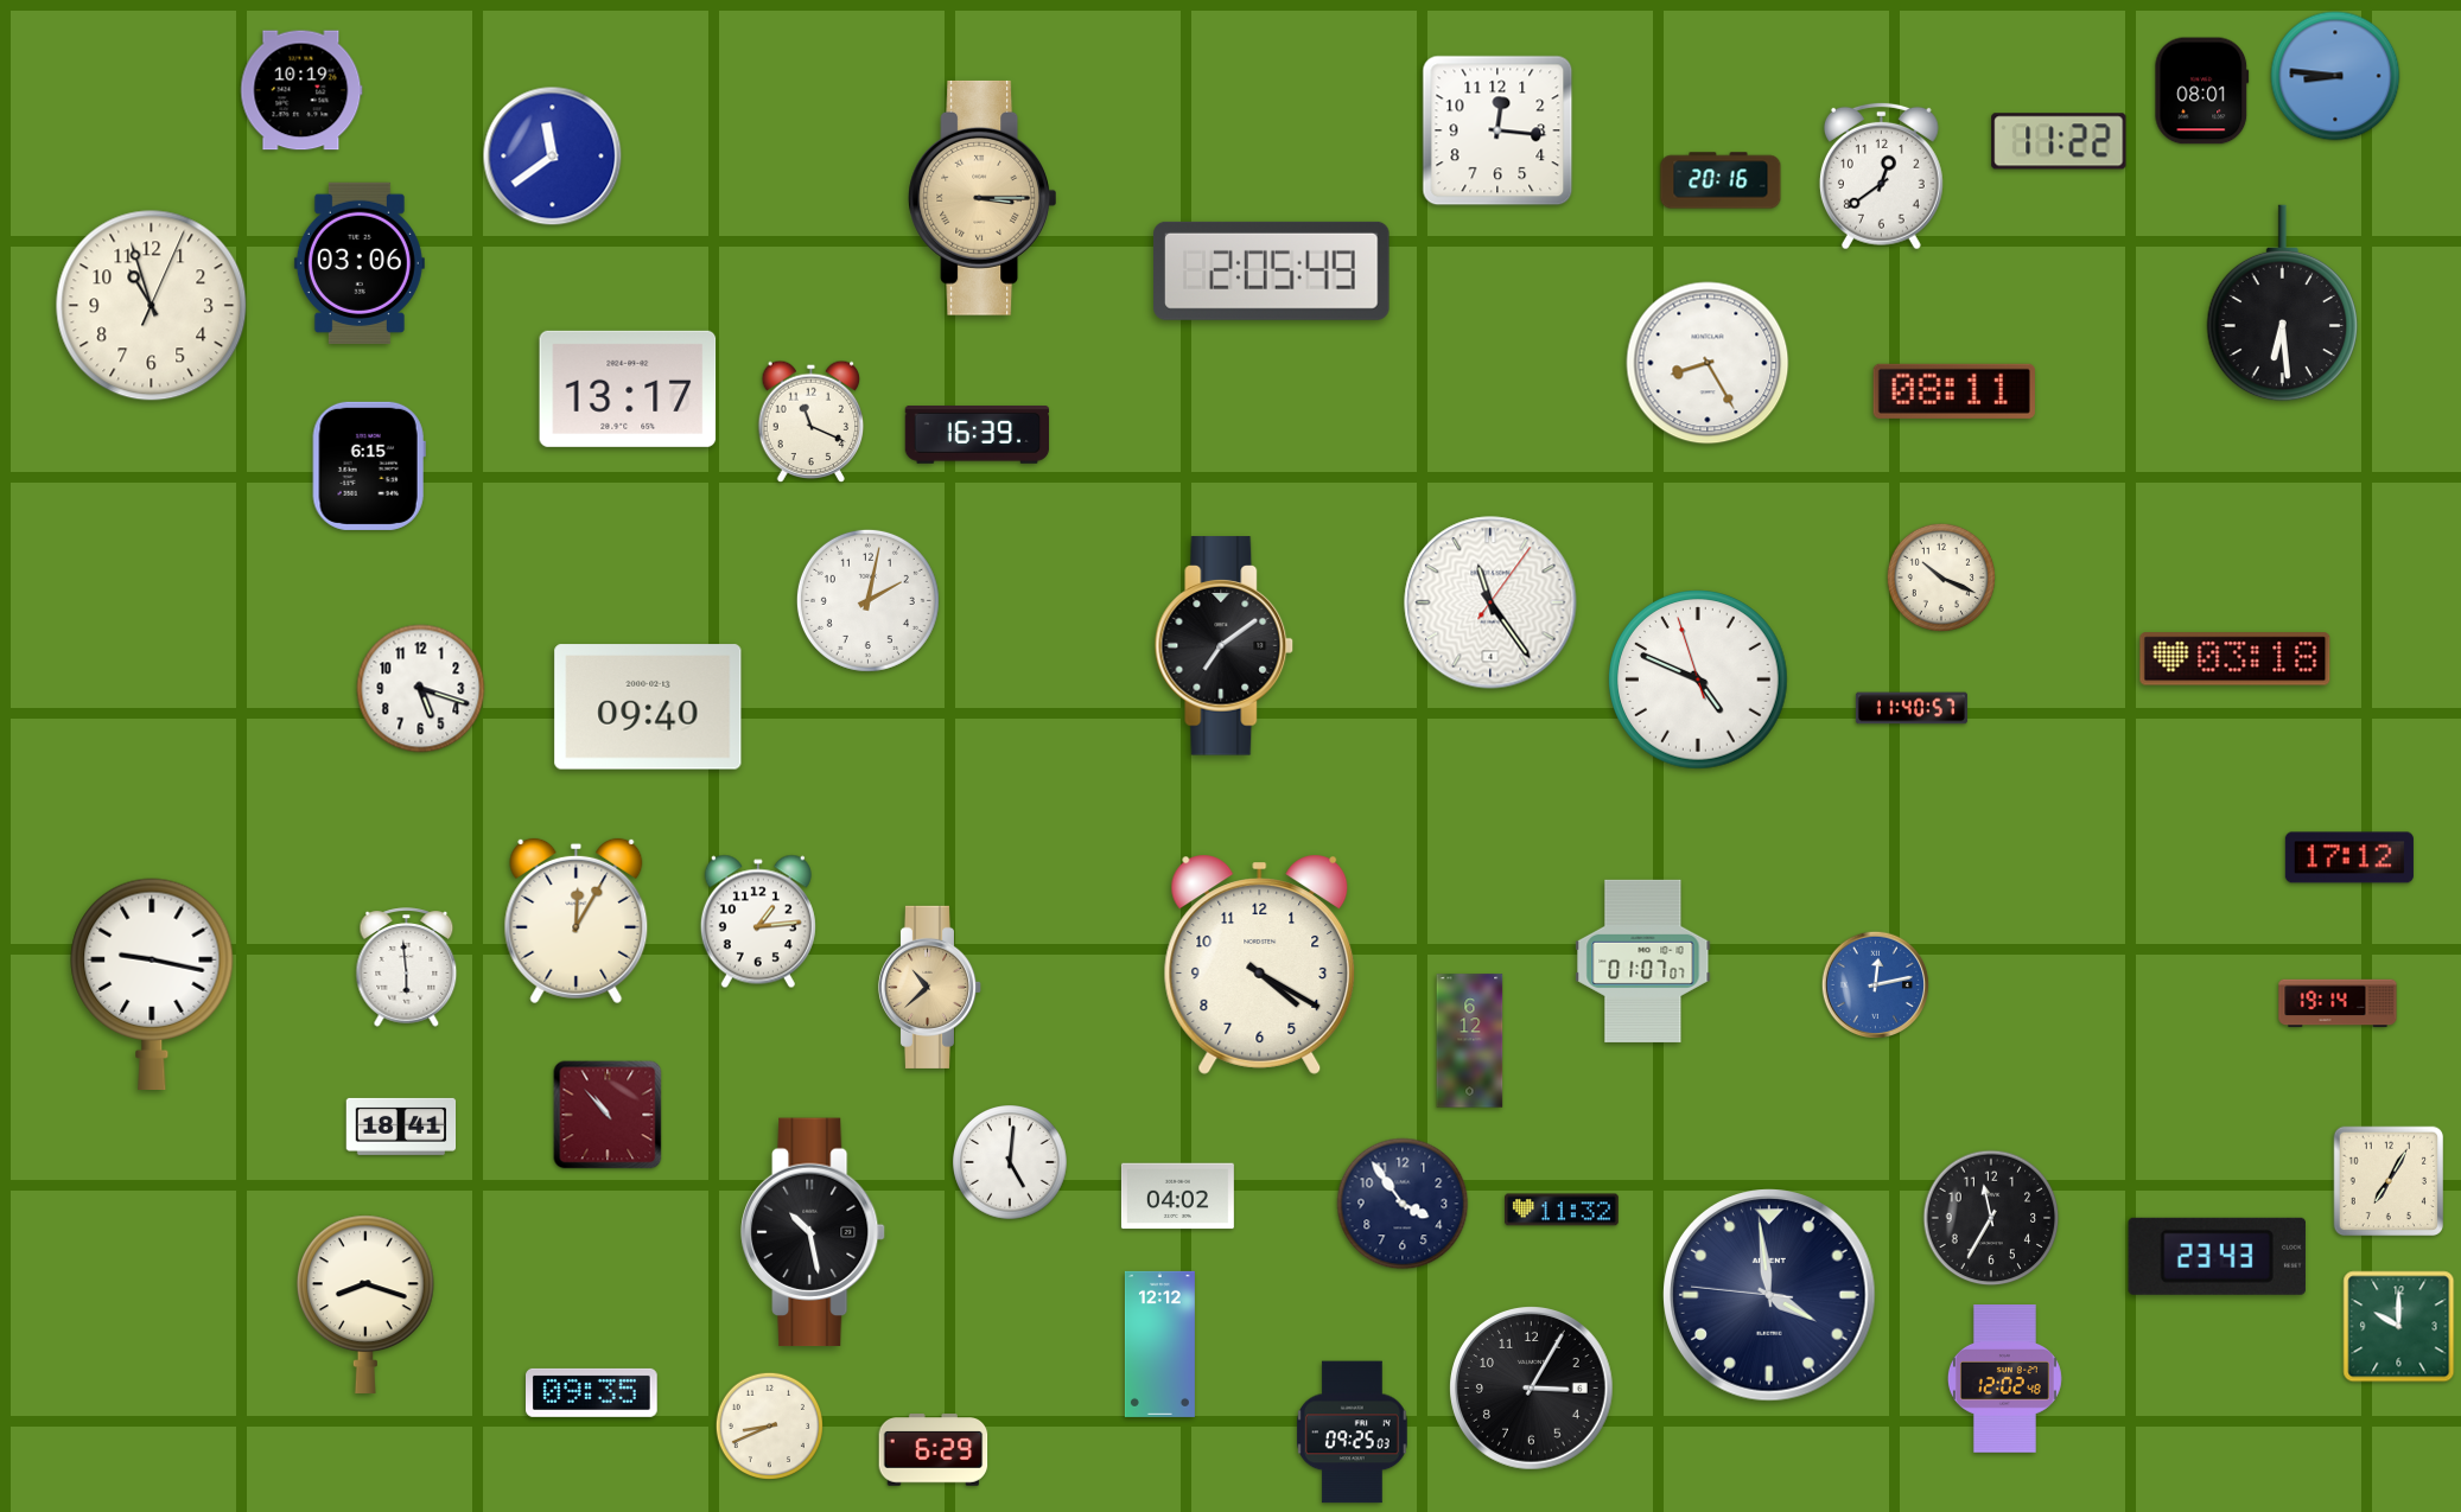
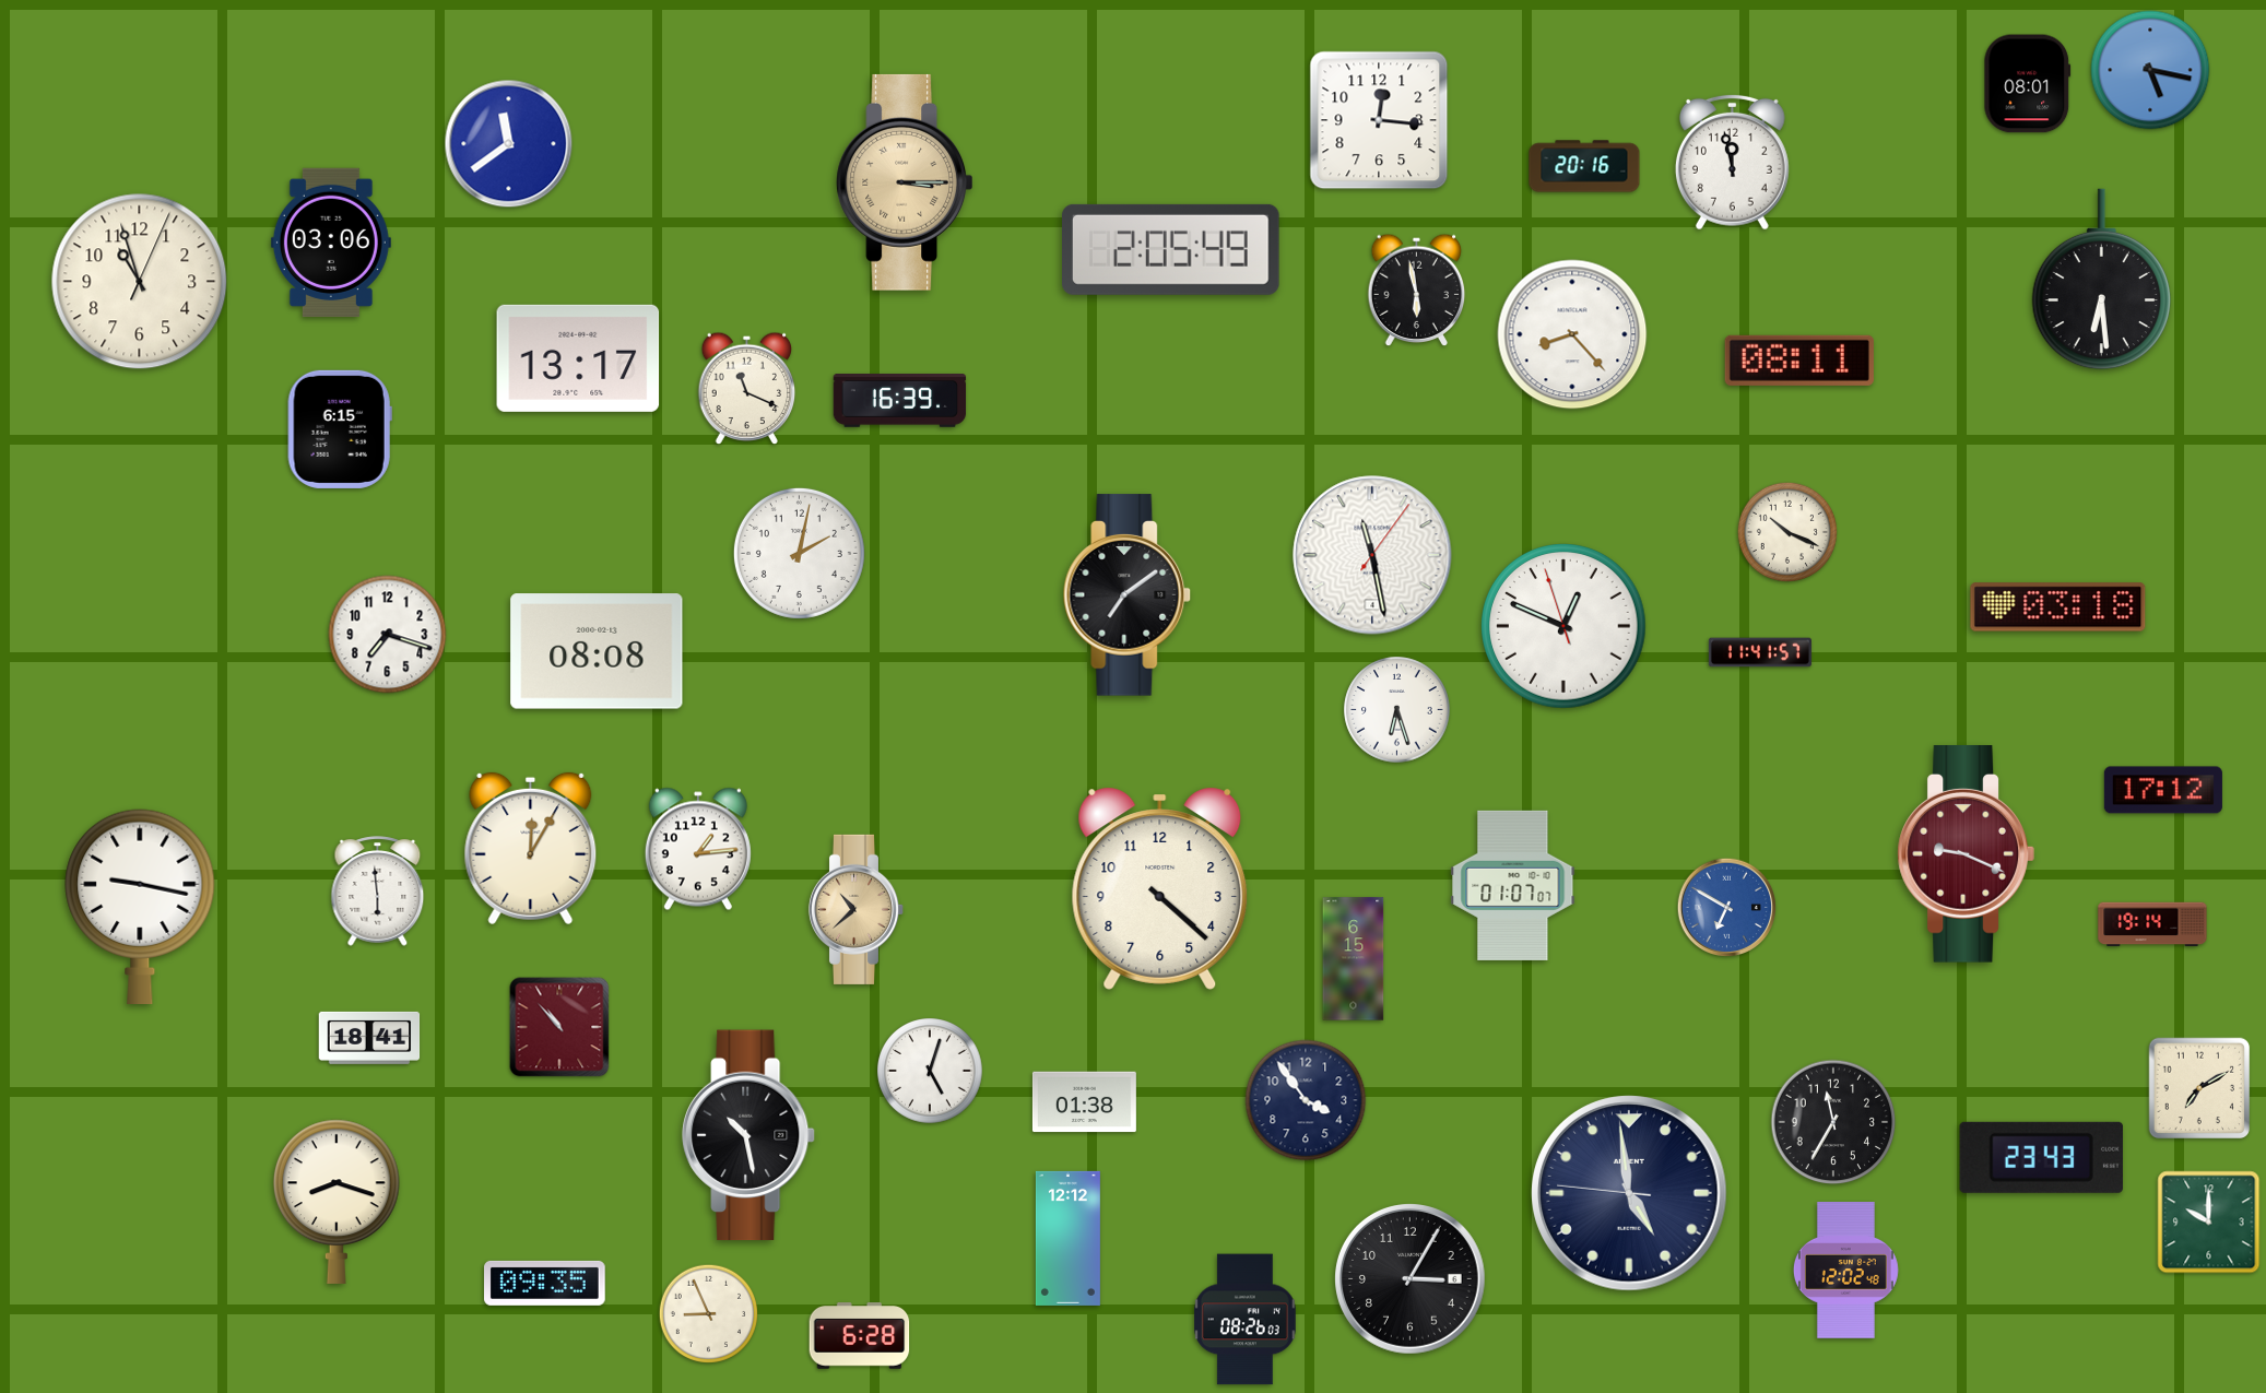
clock at (2335, 76): 8:46 -> 5:17
clock at (301, 90): 10:19 -> none
clock at (2059, 141): 11:22 -> none
clock at (1881, 176): 12:39 -> 11:58
clock at (1417, 291): none -> 5:58
clock at (1708, 363): 8:25 -> 8:23
clock at (1490, 602): 11:24 -> 11:28
clock at (1698, 680): 4:48 -> 12:48
clock at (421, 689): 5:18 -> 7:18
clock at (648, 707): 09:40 -> 08:08
clock at (1912, 708): 11:40 -> 11:41
clock at (1397, 710): none -> 6:27
clock at (1966, 854): none -> 9:19
clock at (1260, 964): 4:20 -> 4:22
clock at (407, 968) position: (407, 968) -> (378, 892)
clock at (1875, 984): 12:13 -> 6:50
clock at (1470, 1041): 6:12 -> 6:15
clock at (1010, 1162): 5:01 -> 5:03
clock at (2389, 1181): 7:05 -> 7:10
clock at (1177, 1197): 04:02 -> 01:38
clock at (1403, 1204) position: (1403, 1204) -> (1306, 1100)
clock at (1563, 1210): 11:32 -> none
clock at (1769, 1295): 3:58 -> 4:58
clock at (769, 1425): 8:41 -> 8:56
clock at (1353, 1433): 09:25 -> 08:26
clock at (934, 1450): 6:29 -> 6:28
